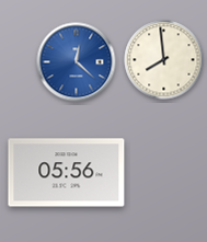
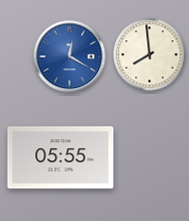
clock at (77, 62): 12:22 -> 12:20
clock at (67, 173): 05:56 -> 05:55
